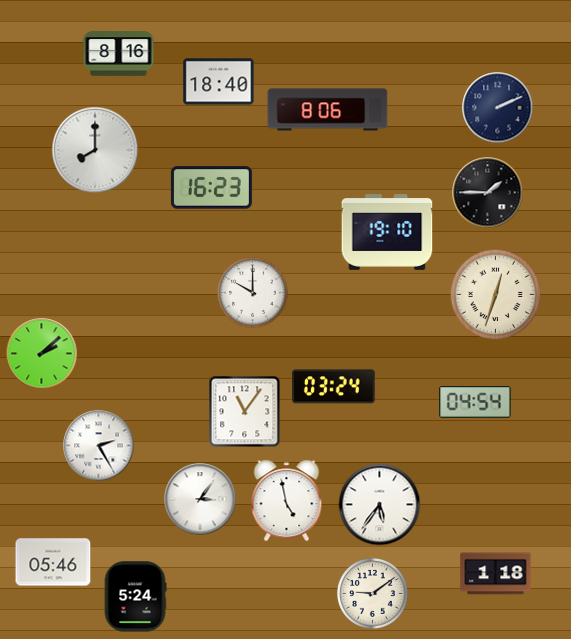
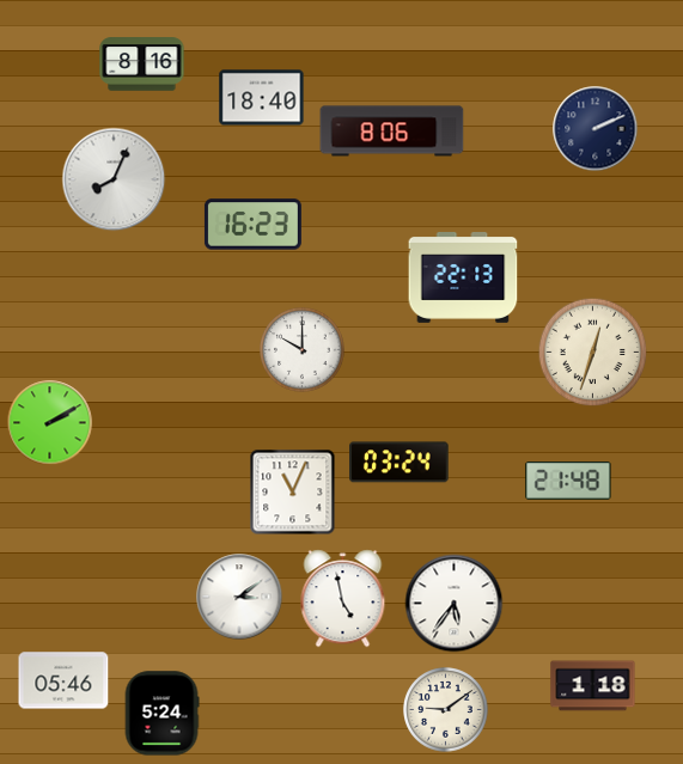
clock at (95, 150): 8:00 -> 8:04
clock at (488, 193): 1:45 -> none
clock at (387, 233): 19:10 -> 22:13
clock at (42, 354): 2:08 -> 2:10
clock at (475, 402): 04:54 -> 21:48
clock at (245, 412): 11:06 -> 11:04
clock at (99, 446): 2:25 -> none
clock at (200, 499): 3:06 -> 3:09
clock at (53, 562) position: (53, 562) -> (63, 680)
